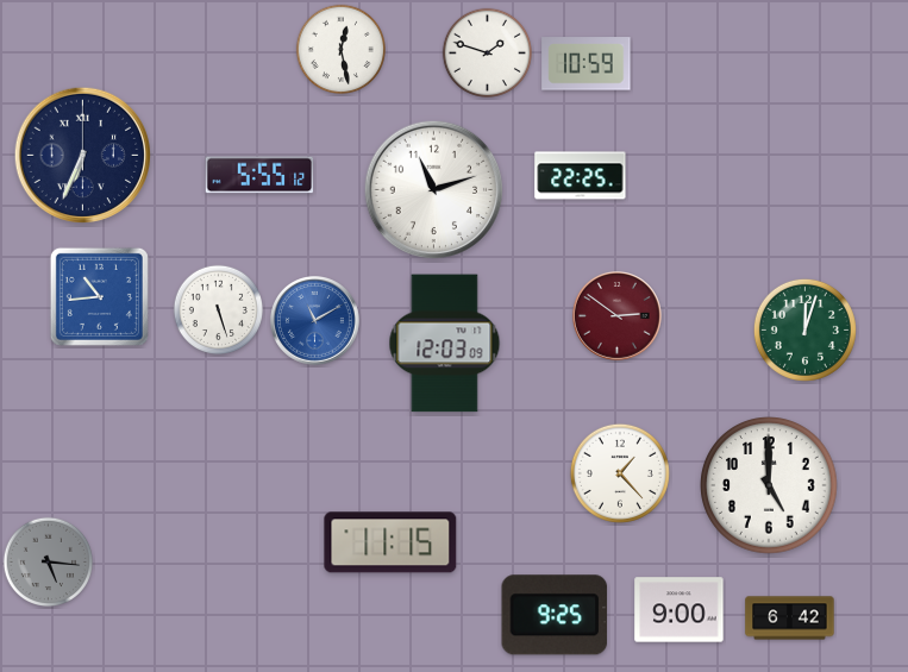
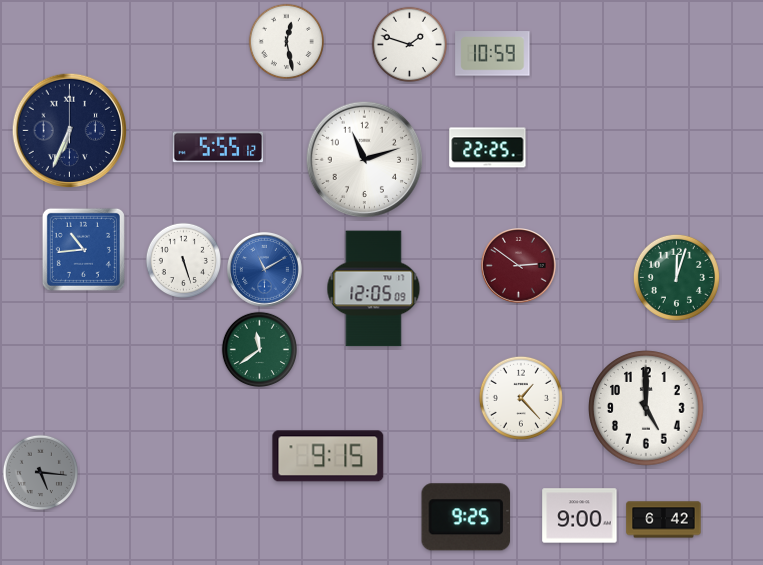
clock at (445, 344): 12:03 -> 12:05
clock at (259, 349): none -> 11:39
clock at (390, 542): 11:15 -> 9:15
clock at (680, 610) position: (680, 610) -> (580, 516)
